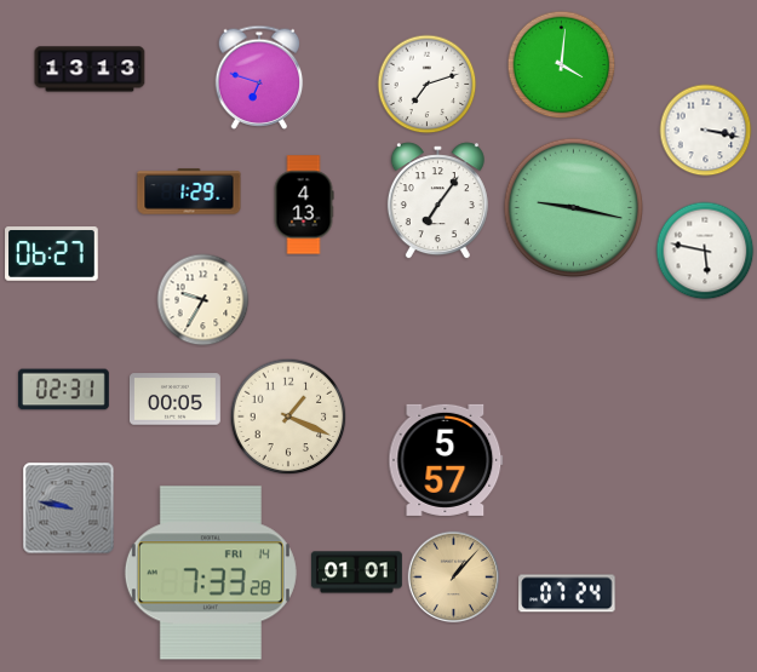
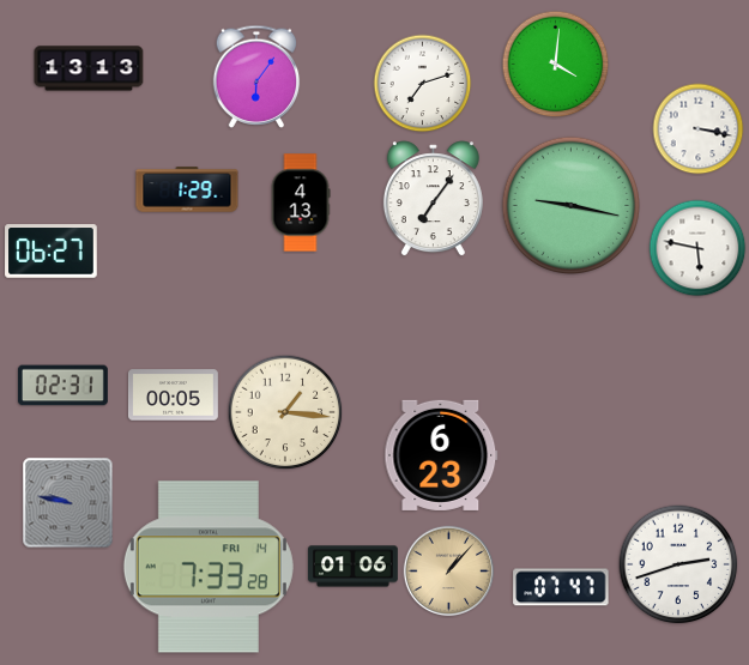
clock at (259, 77): 6:48 -> 6:06
clock at (574, 208) position: (574, 208) -> (572, 206)
clock at (203, 300): 9:35 -> none
clock at (288, 417): 1:19 -> 1:16
clock at (446, 460): 5:57 -> 6:23
clock at (678, 564): none -> 2:42
clock at (356, 573): 01:01 -> 01:06
clock at (567, 593): 07:24 -> 07:47
